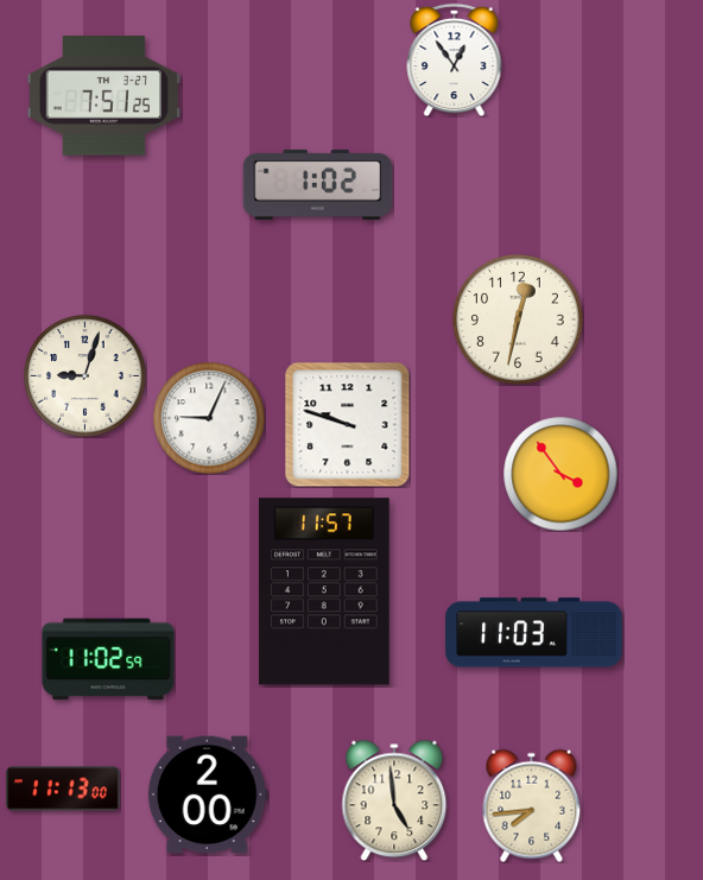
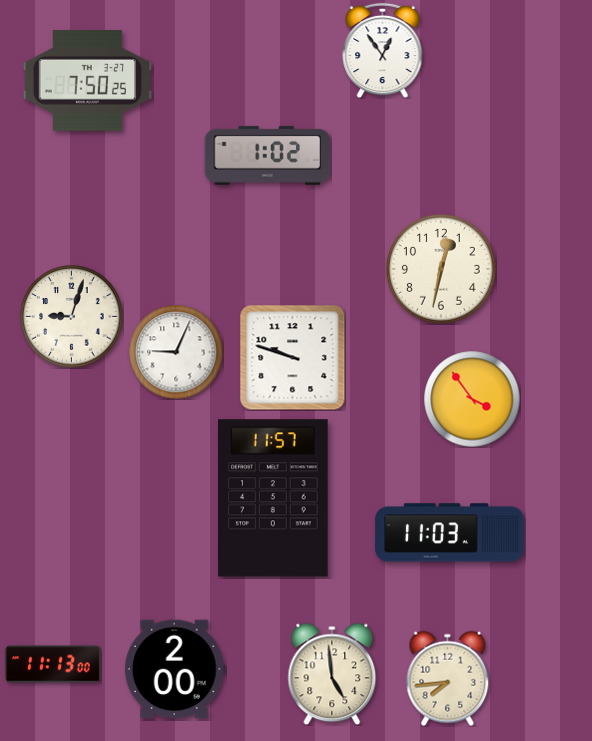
clock at (103, 96): 7:51 -> 7:50
clock at (518, 319) position: (518, 319) -> (441, 269)
clock at (108, 659): 11:02 -> none
